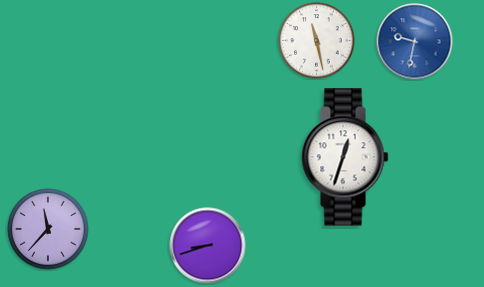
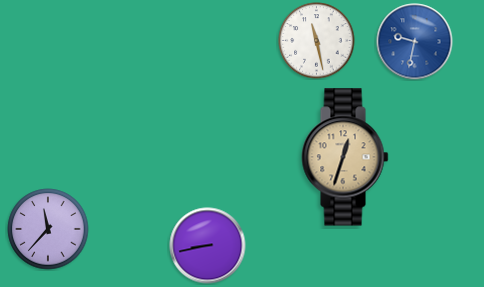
clock at (345, 157) dial: white -> champagne
clock at (208, 246): 8:42 -> 8:43
